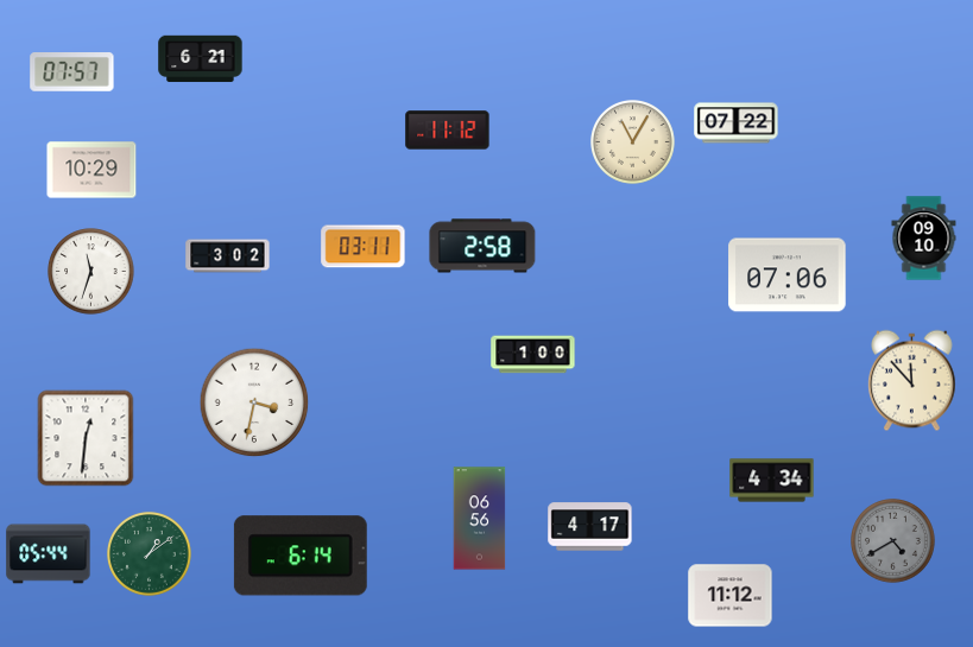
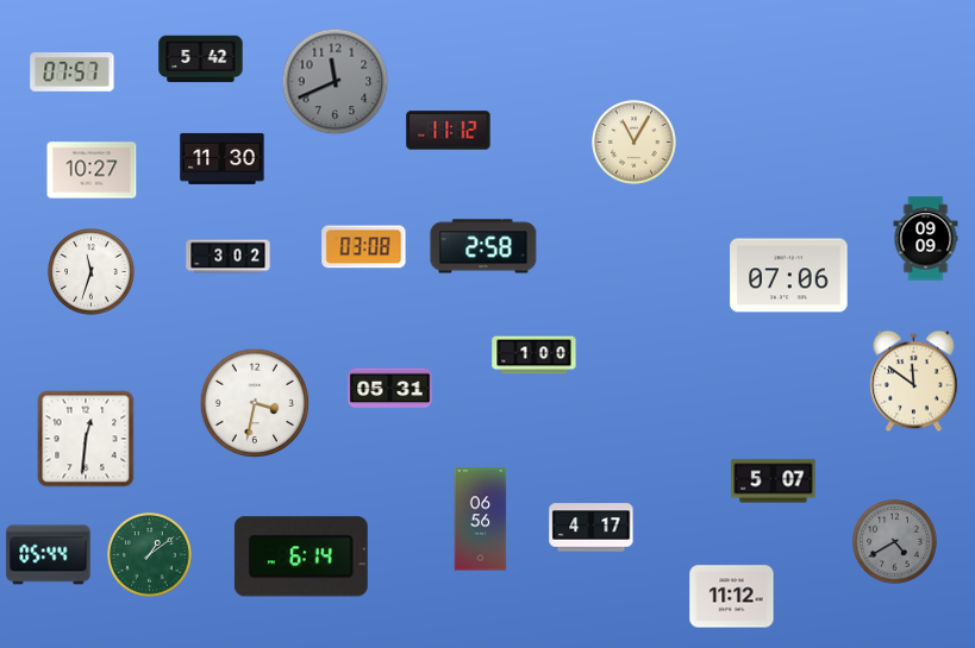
clock at (201, 59): 6:21 -> 5:42
clock at (336, 82): none -> 11:41
clock at (737, 123): 07:22 -> none
clock at (223, 158): none -> 11:30
clock at (91, 170): 10:29 -> 10:27
clock at (924, 239): 09:10 -> 09:09
clock at (364, 247): 03:11 -> 03:08
clock at (912, 381): 11:53 -> 11:51
clock at (390, 389): none -> 05:31
clock at (772, 481): 4:34 -> 5:07
